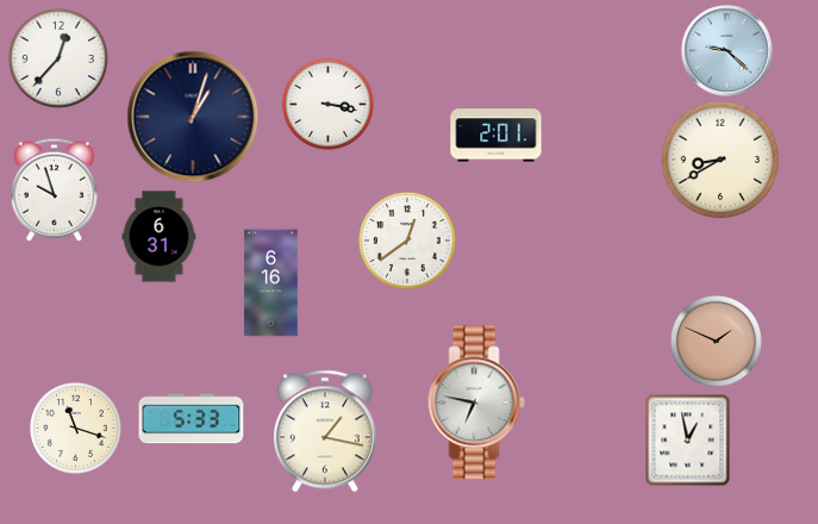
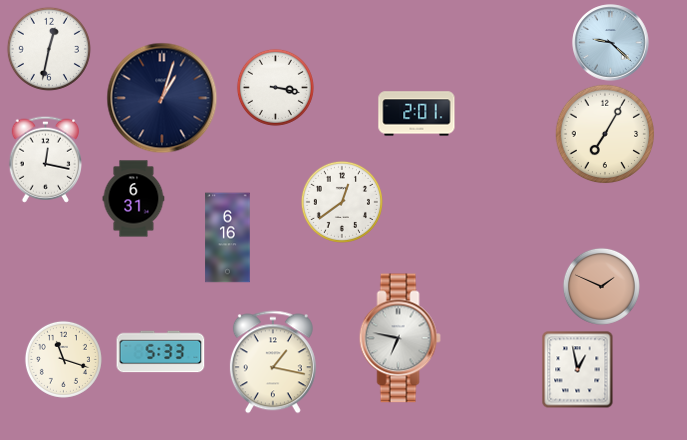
clock at (58, 58): 12:37 -> 12:32
clock at (720, 160): 8:40 -> 7:05
clock at (54, 189): 9:57 -> 12:17
